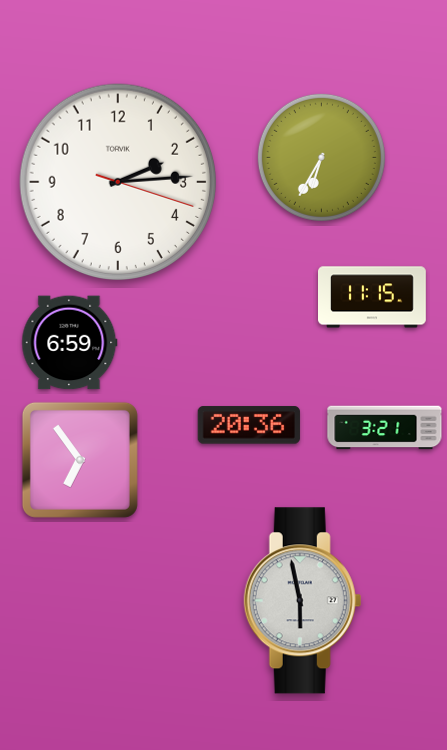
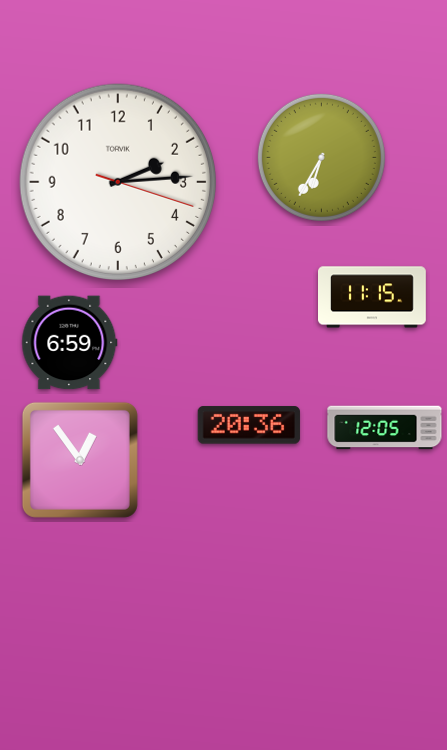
clock at (385, 428): 3:21 -> 12:05
clock at (80, 460): 6:54 -> 12:54
clock at (303, 601): 5:58 -> none
